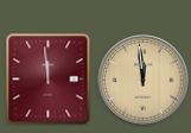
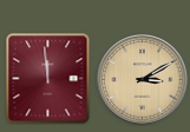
clock at (144, 81): 11:59 -> 3:10
